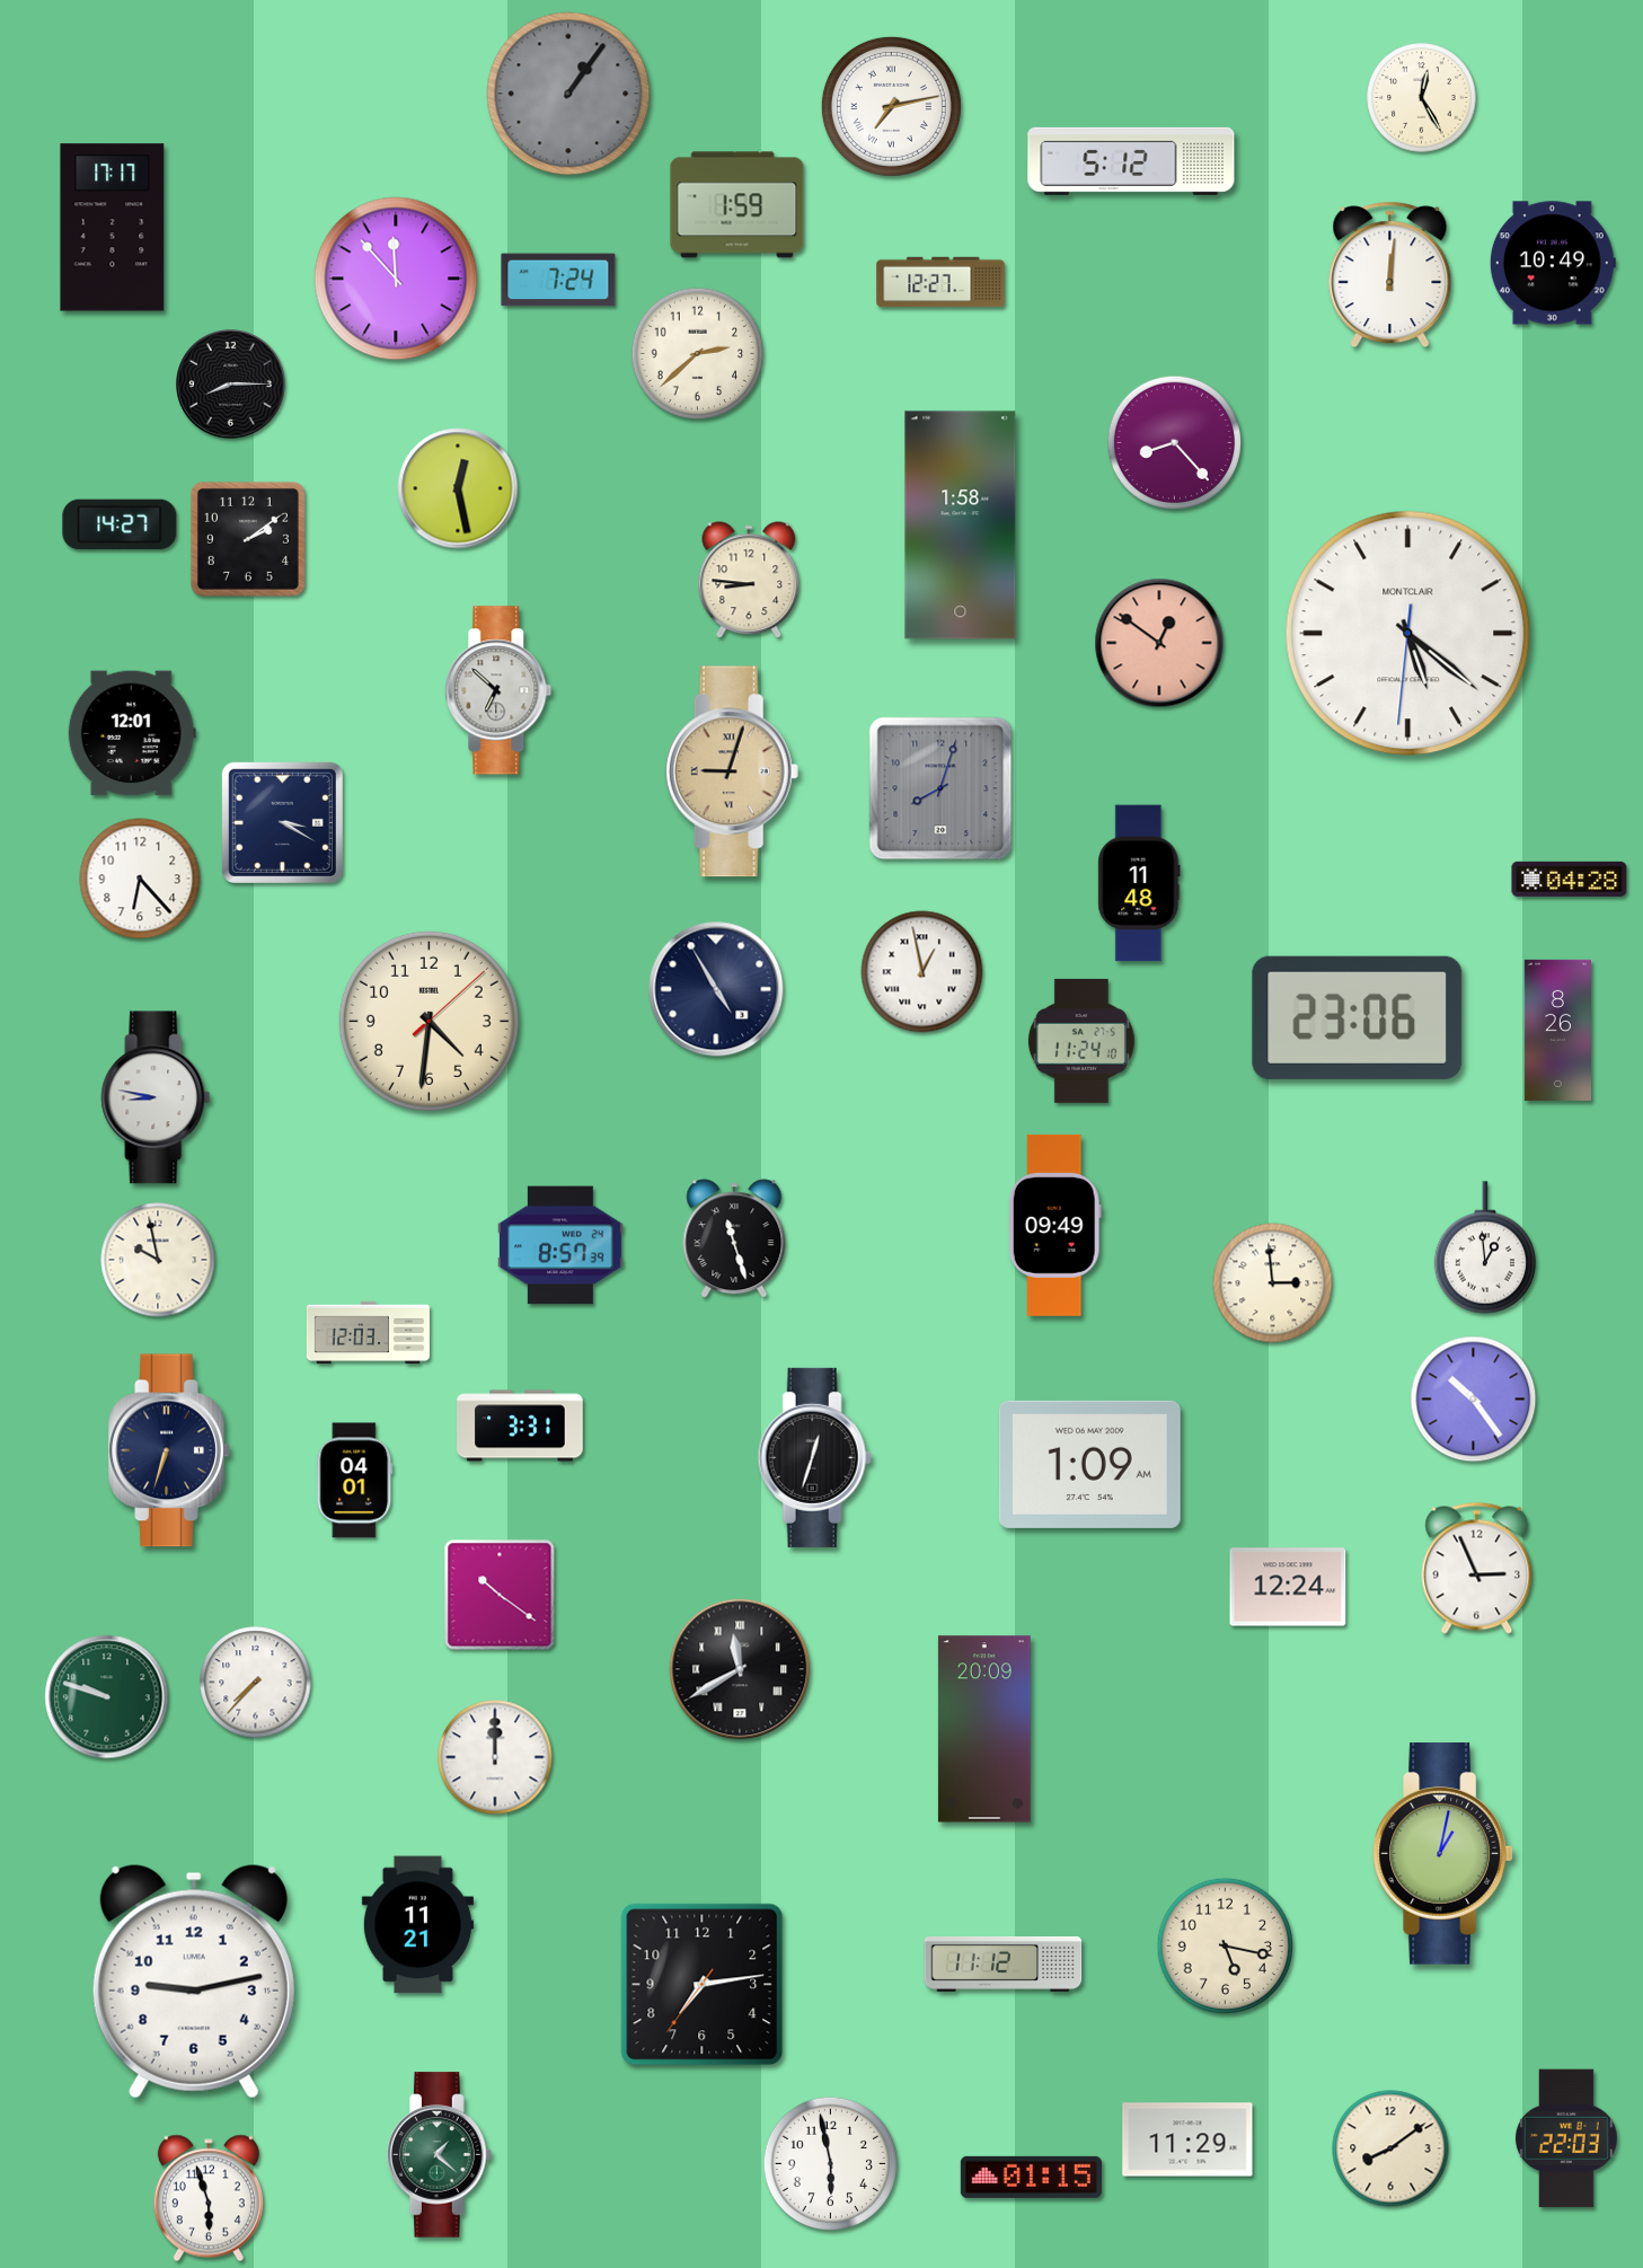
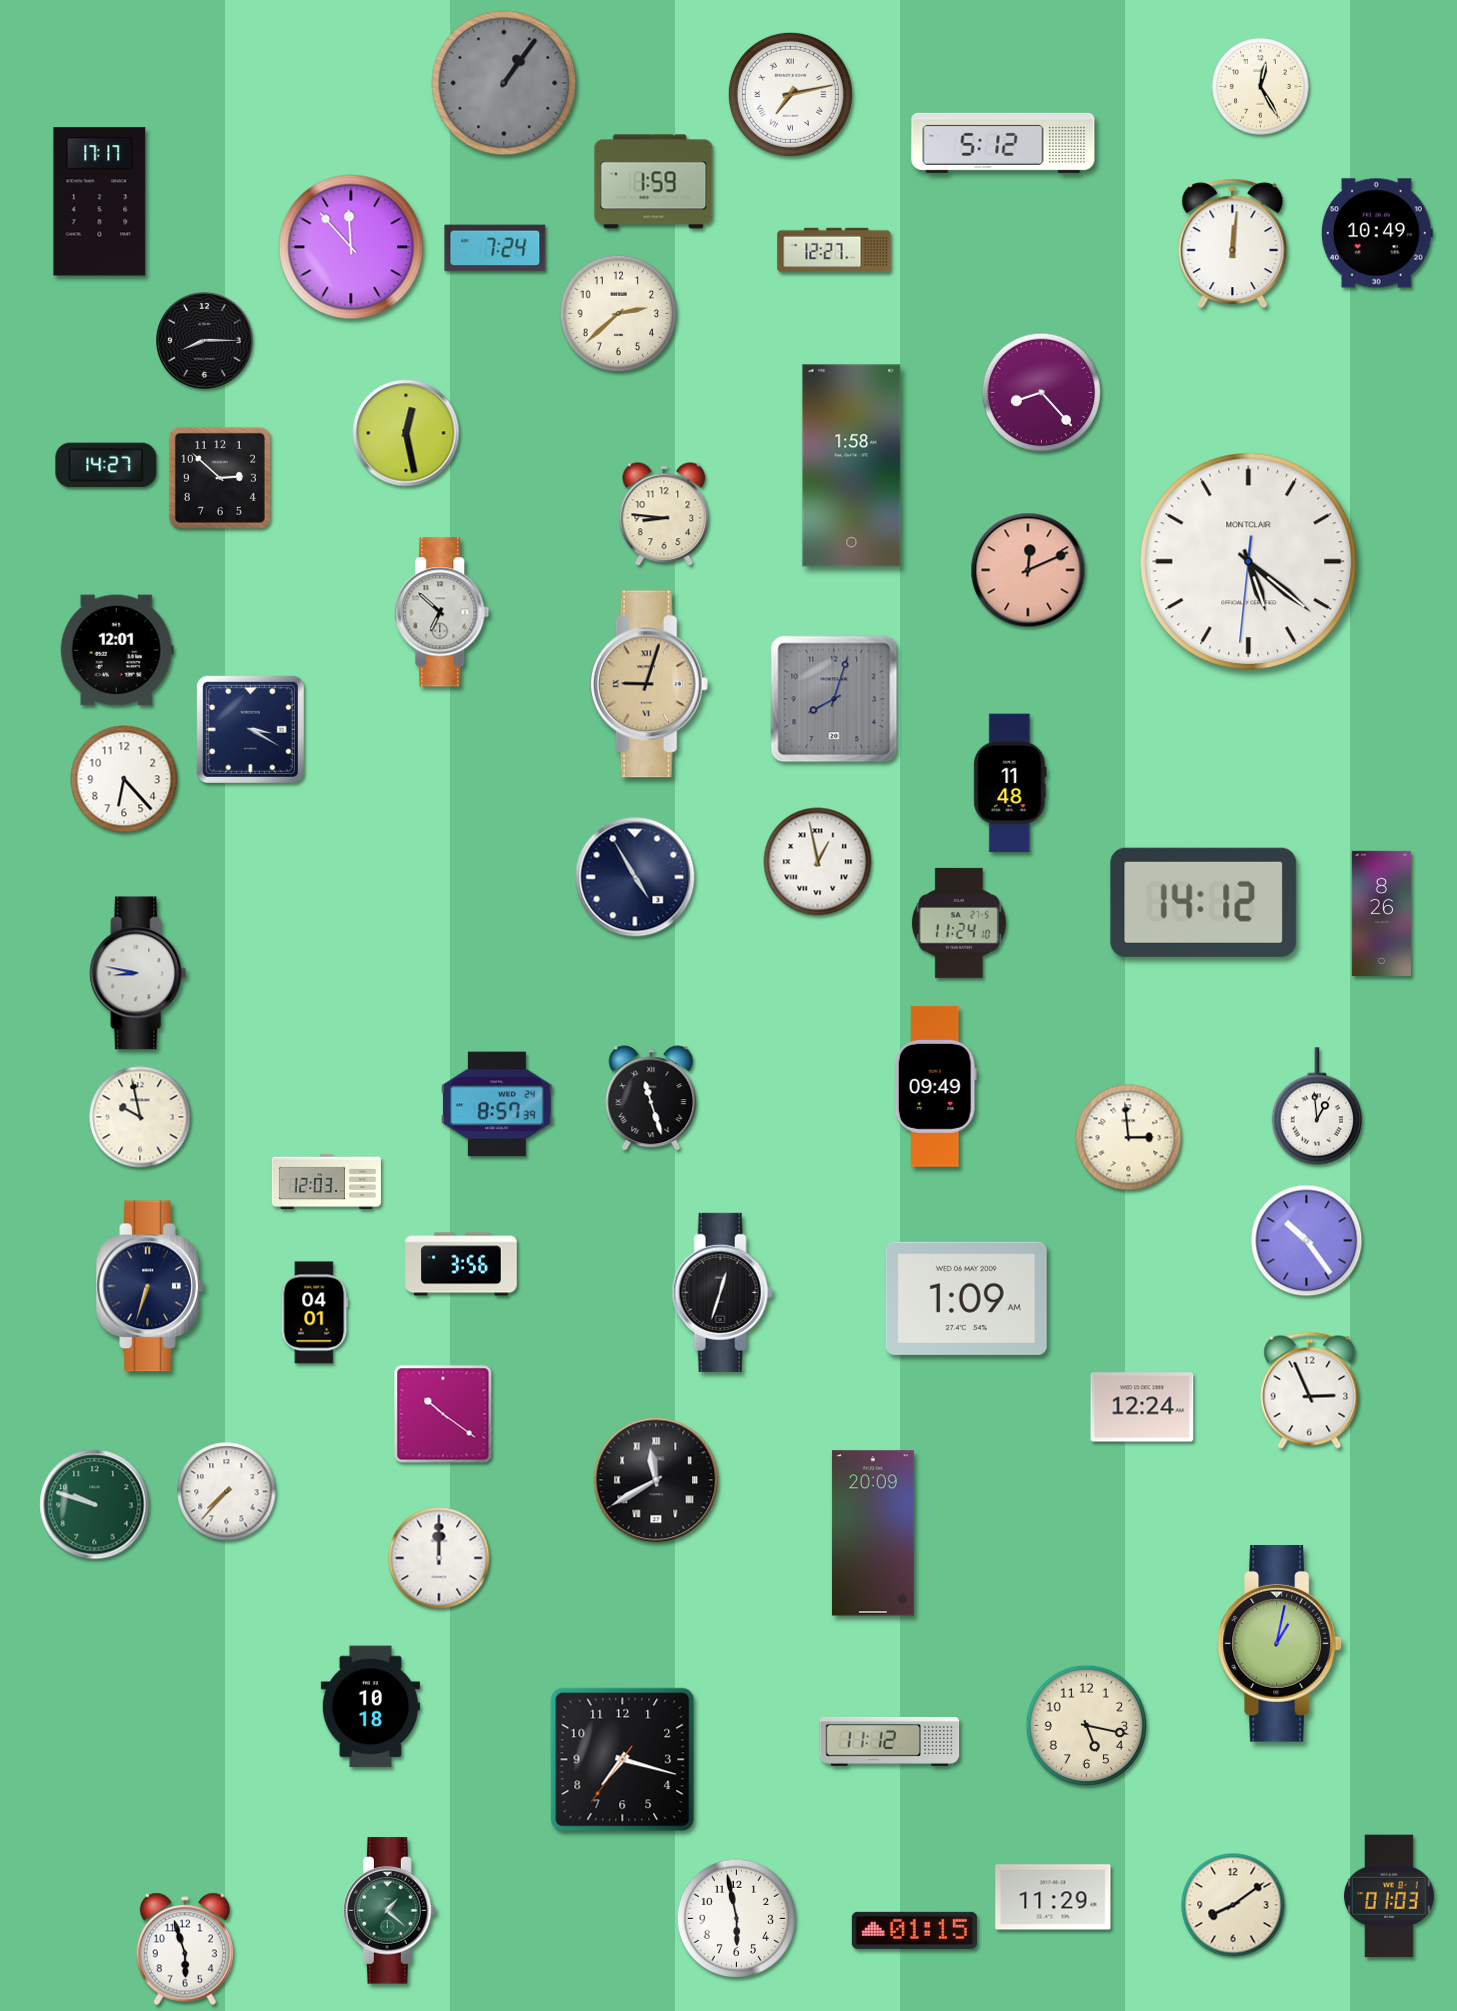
clock at (248, 539): 2:09 -> 2:52
clock at (1159, 643): 12:51 -> 12:11
clock at (1570, 879): 04:28 -> none
clock at (1358, 1017): 23:06 -> 14:12
clock at (429, 1021): 4:31 -> none
clock at (520, 1426): 3:31 -> 3:56
clock at (417, 1925): 11:21 -> 10:18
clock at (194, 1982): 9:13 -> none
clock at (703, 1985): 7:13 -> 7:17
clock at (1566, 2138): 22:03 -> 01:03
